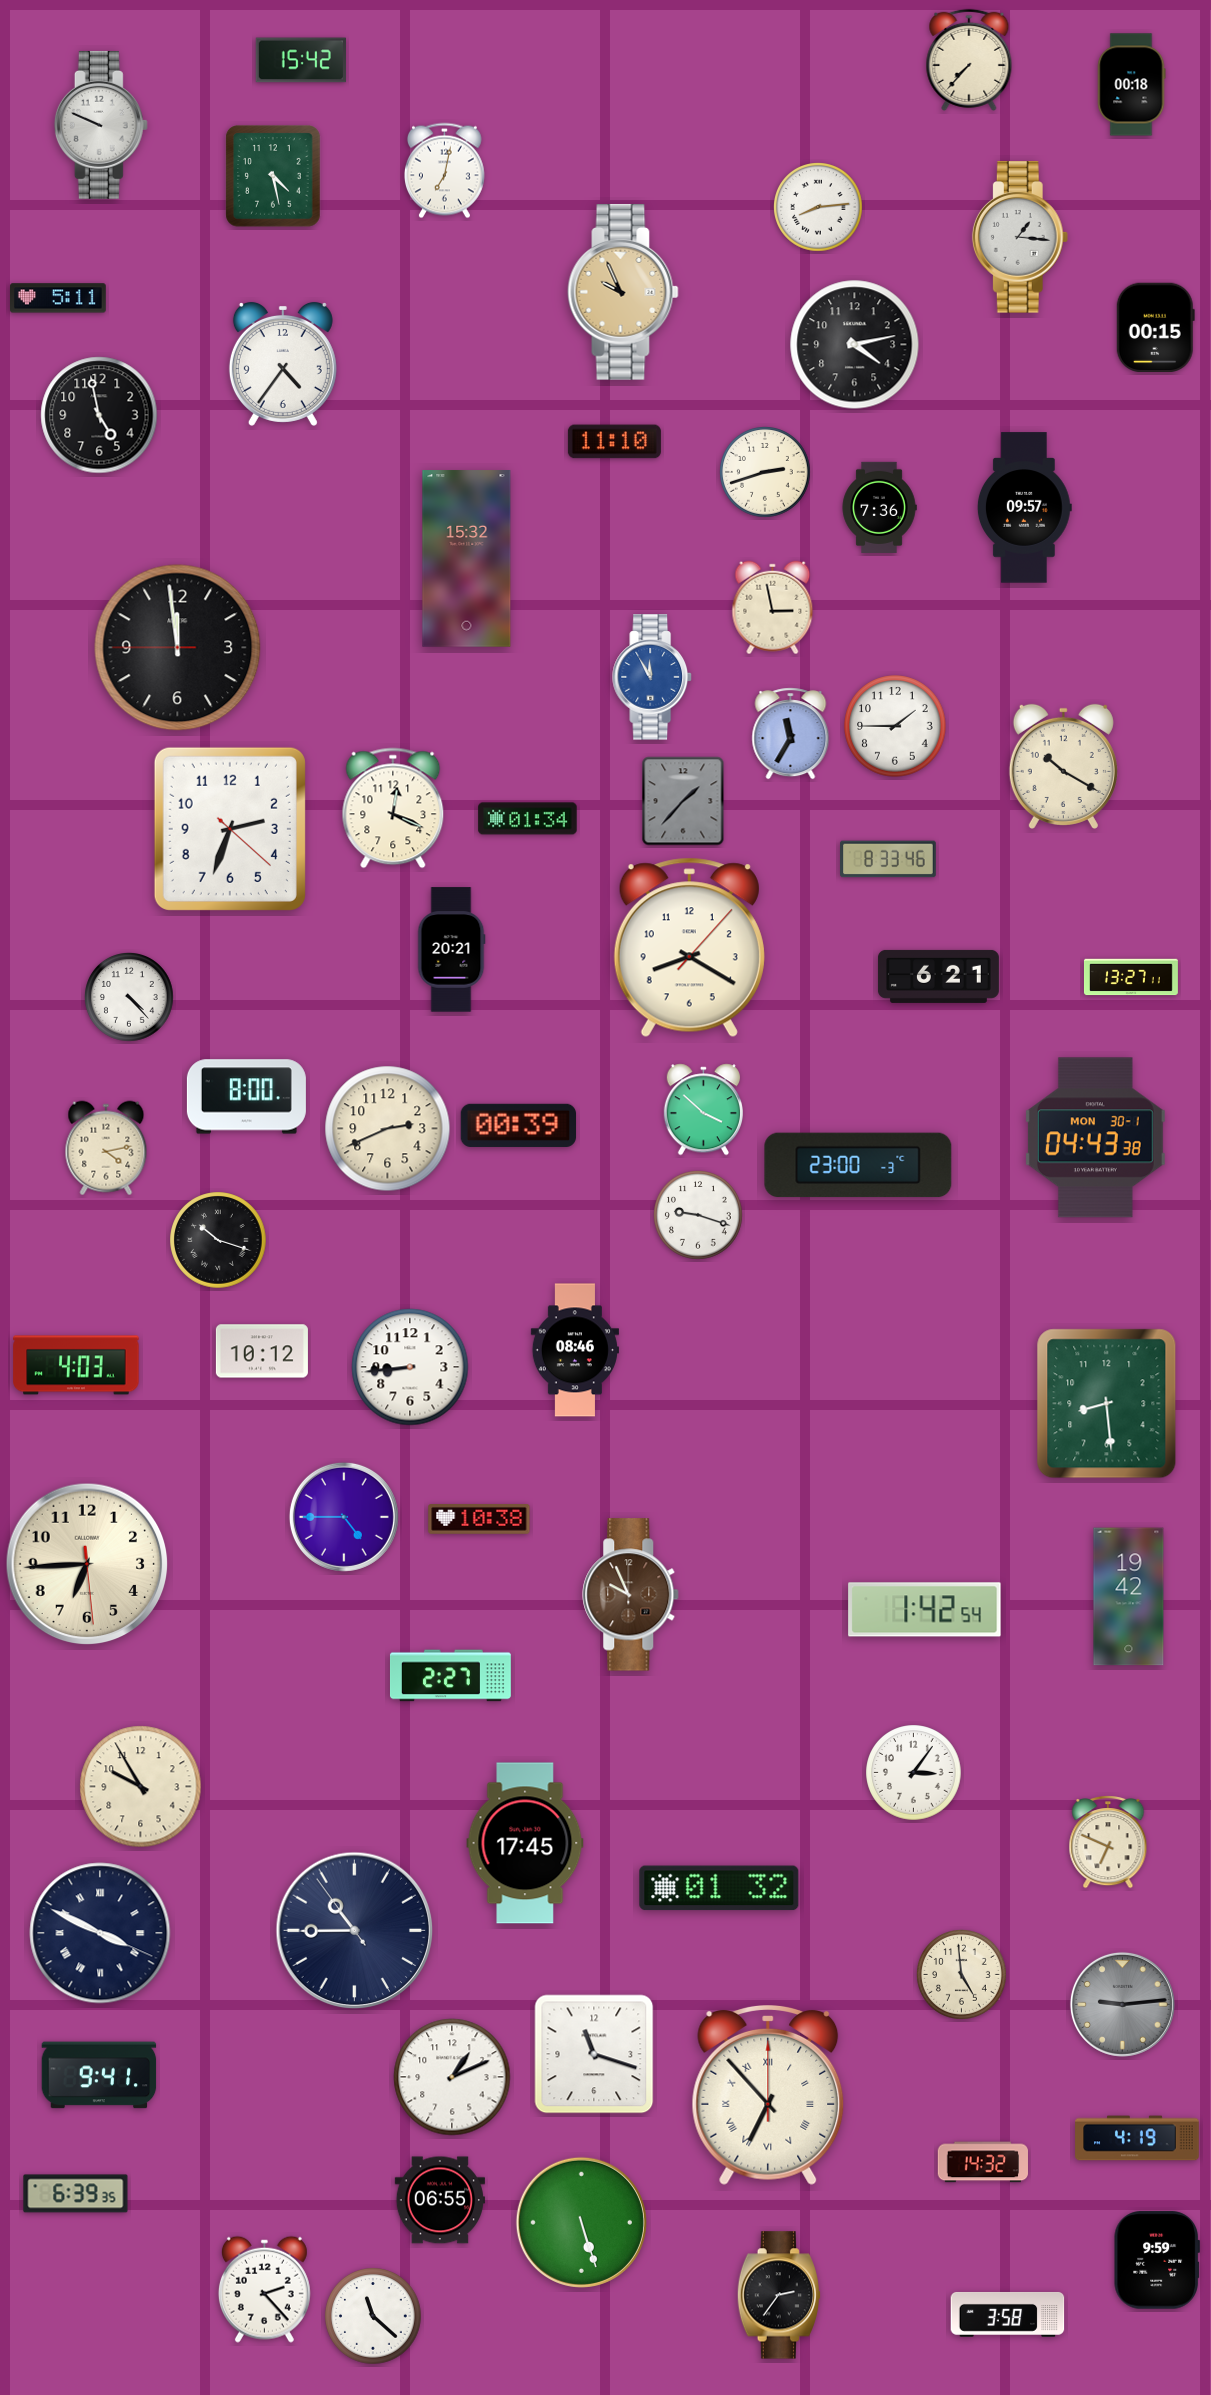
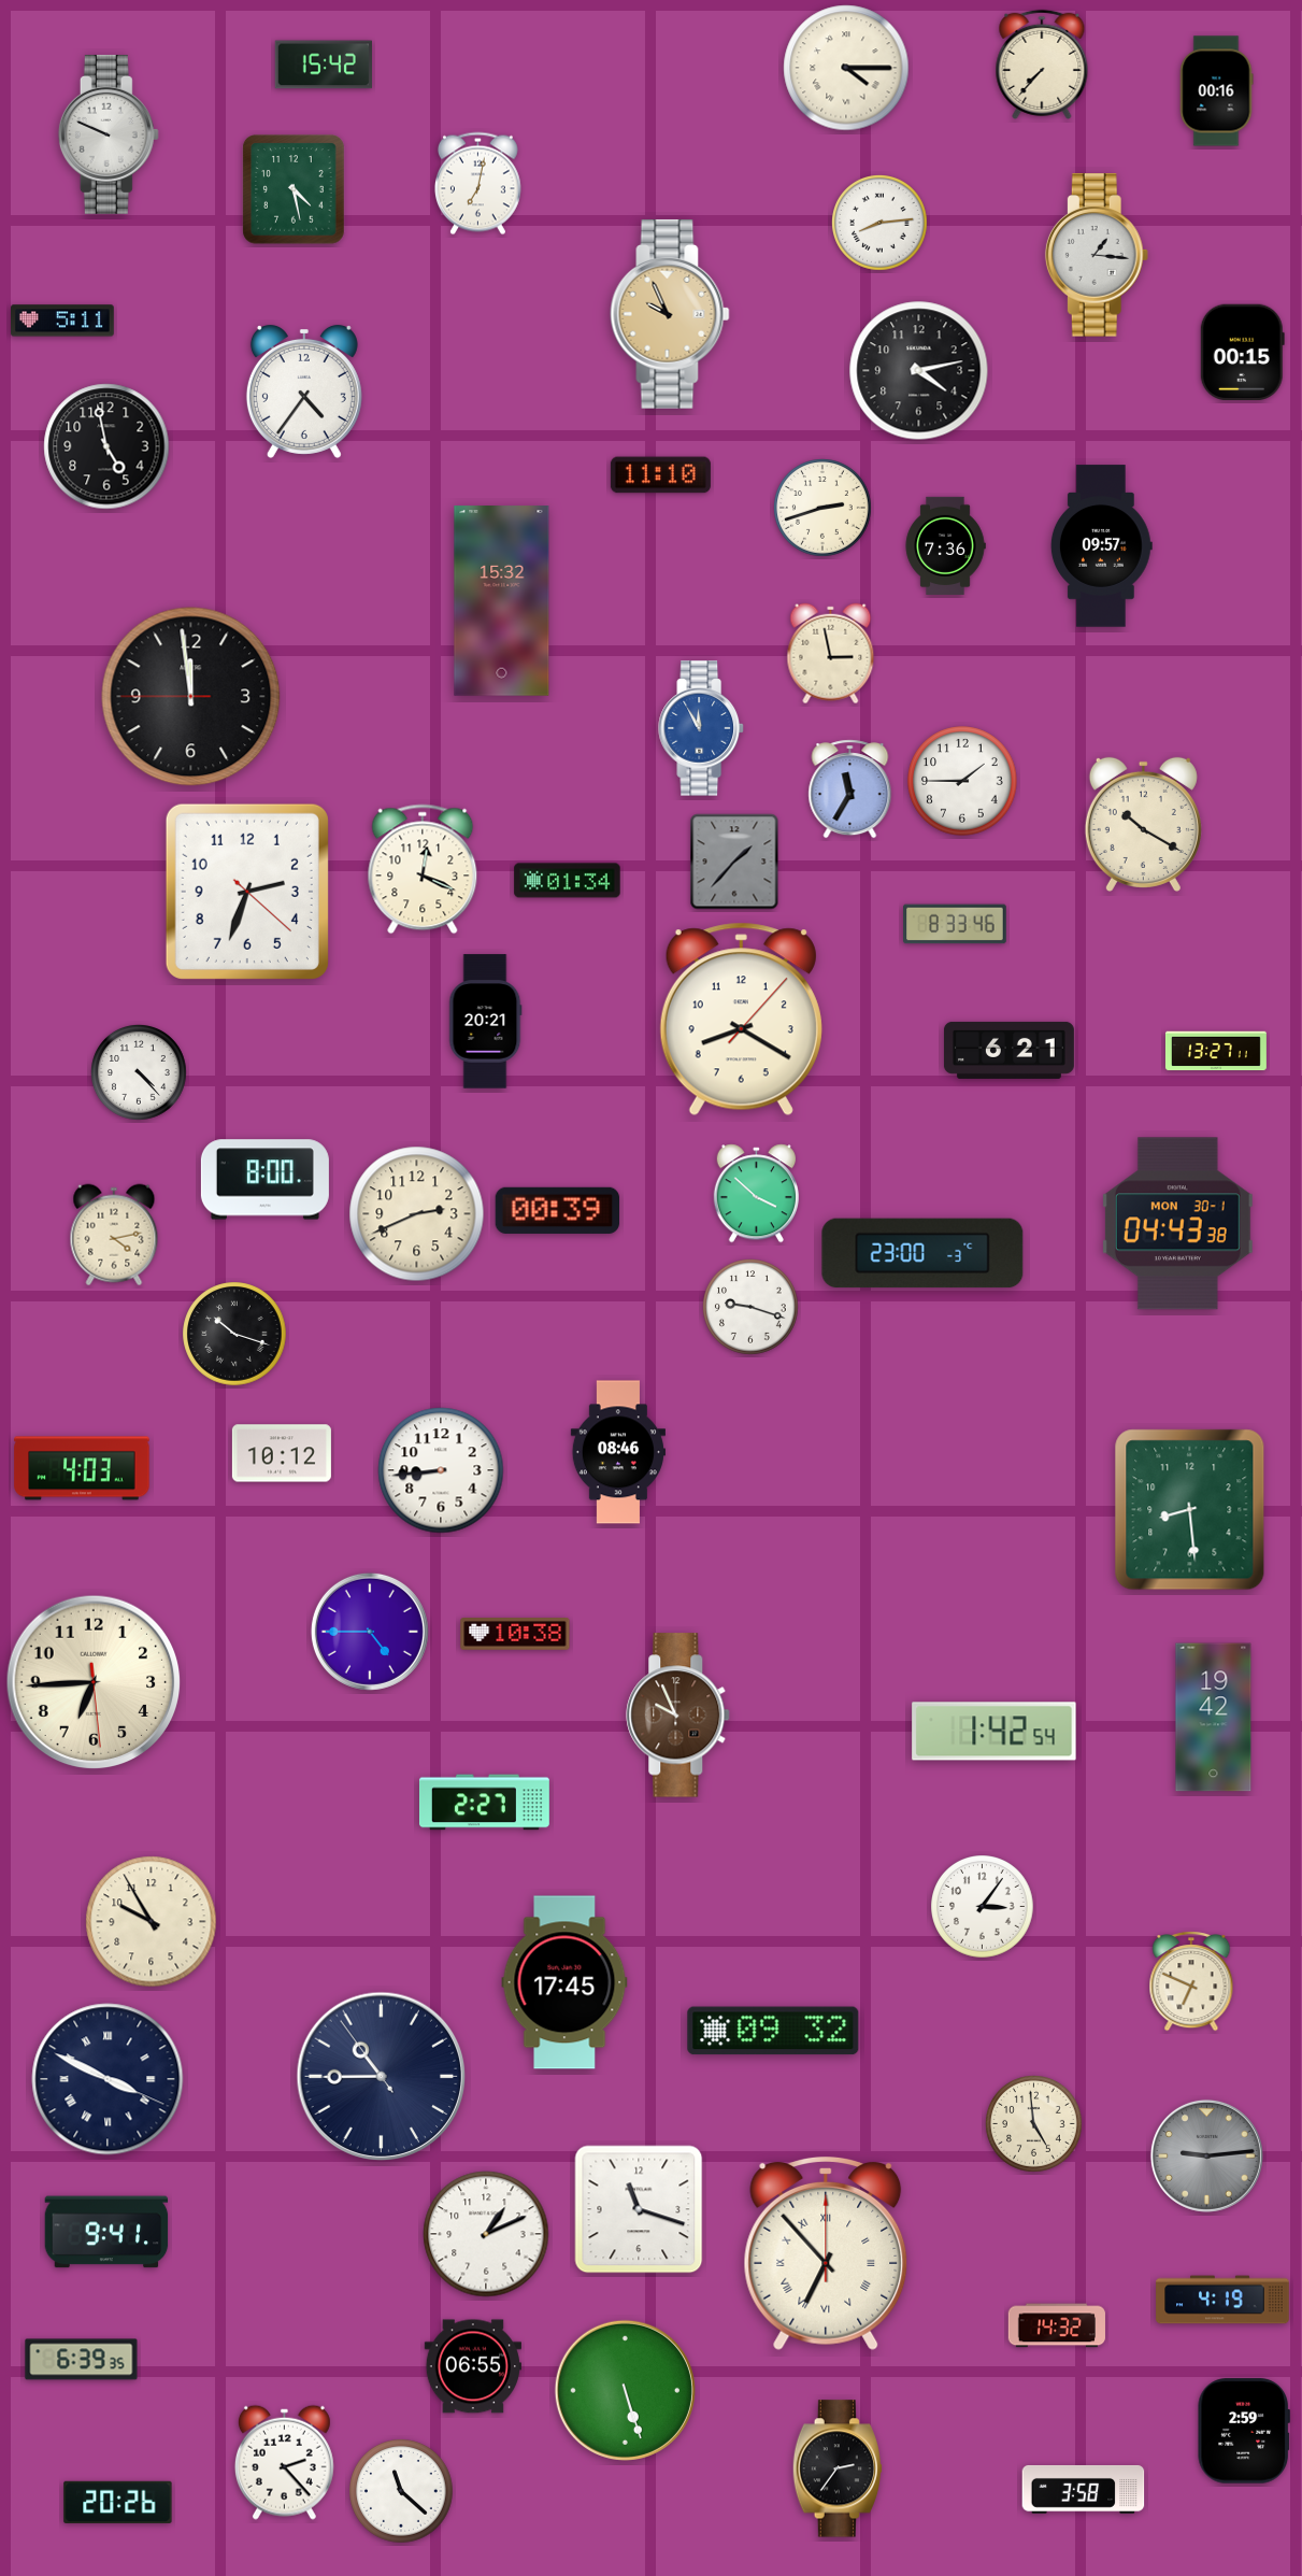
clock at (846, 68): none -> 4:15
clock at (1131, 85): 00:18 -> 00:16
clock at (719, 1888): 01:32 -> 09:32
clock at (1157, 2260): 9:59 -> 2:59
clock at (118, 2502): none -> 20:26
